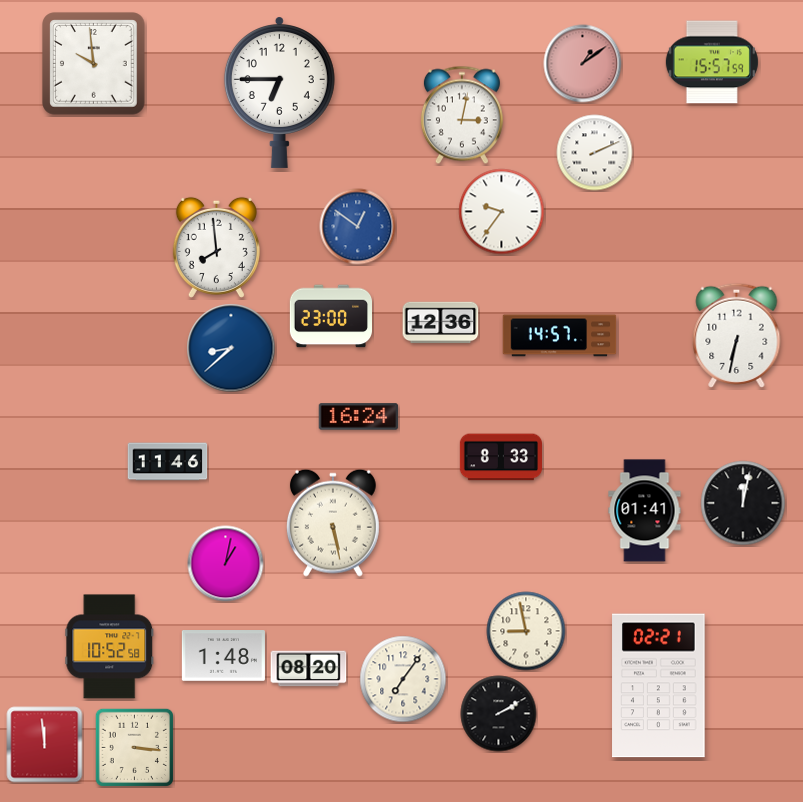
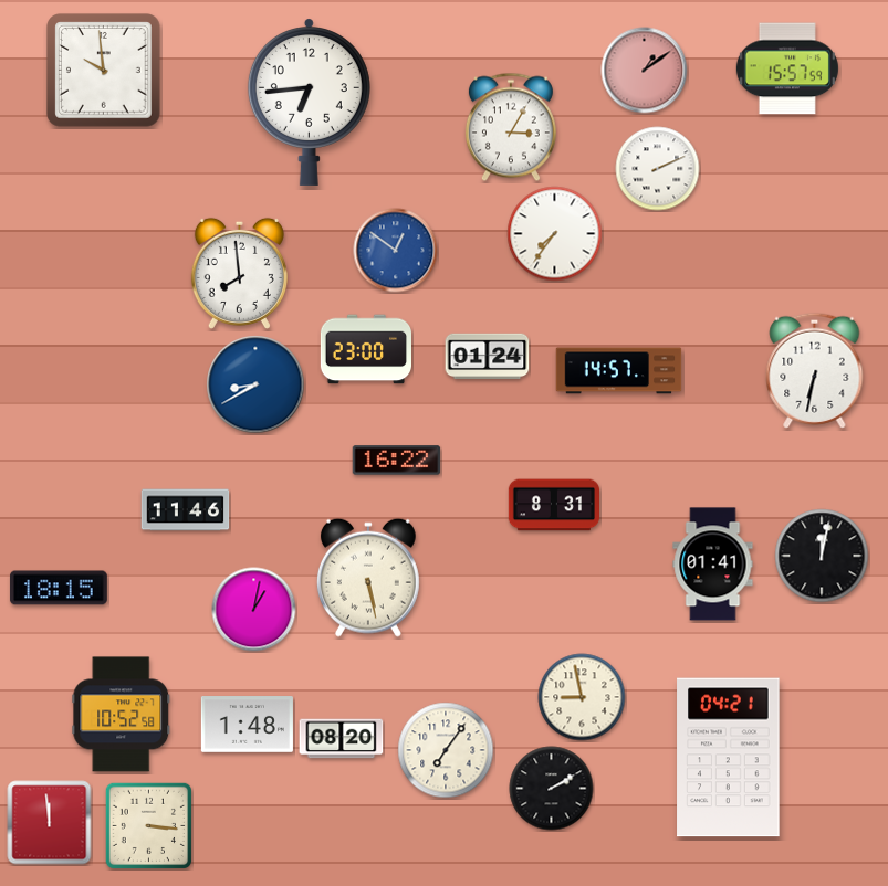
clock at (279, 93): 6:45 -> 6:44
clock at (462, 115): 3:02 -> 3:05
clock at (502, 212): 9:36 -> 7:36
clock at (441, 323): 12:36 -> 01:24
clock at (231, 348): 8:38 -> 8:40
clock at (359, 417): 16:24 -> 16:22
clock at (500, 457): 8:33 -> 8:31
clock at (59, 588): none -> 18:15
clock at (226, 564) position: (226, 564) -> (254, 610)
clock at (659, 686): 02:21 -> 04:21
